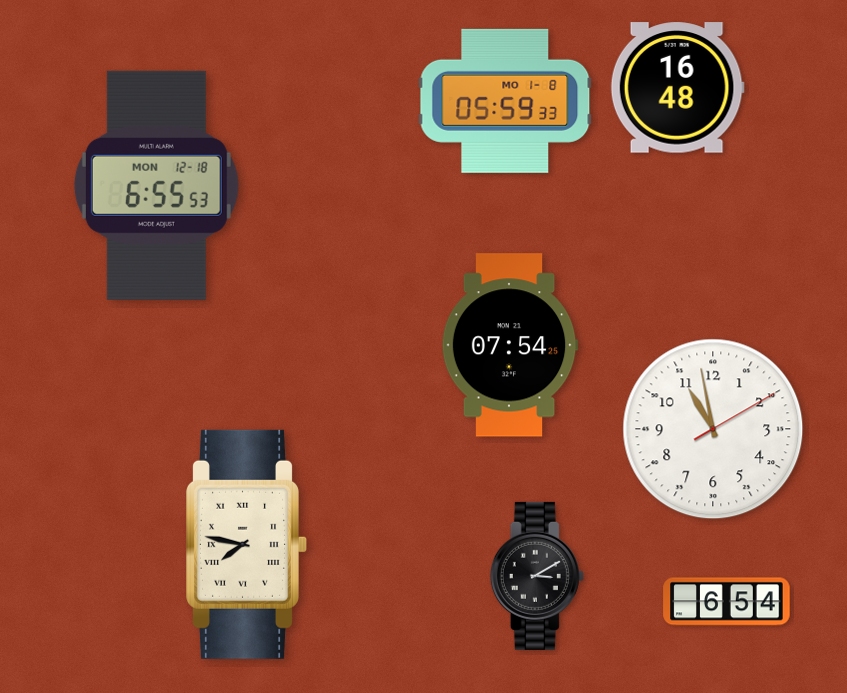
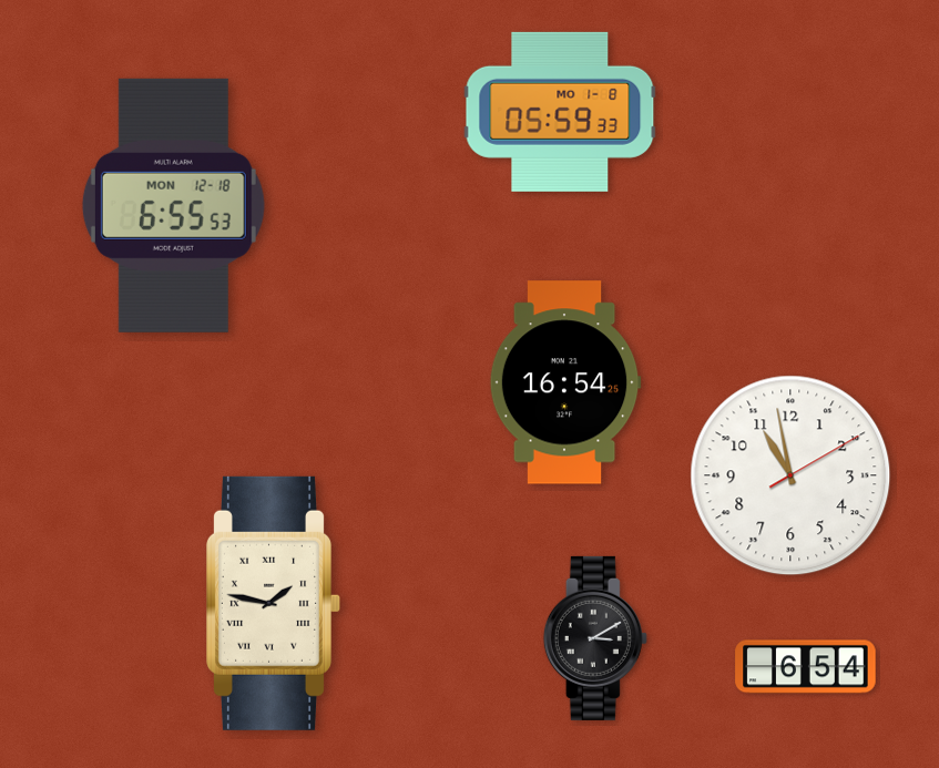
clock at (677, 88): 16:48 -> none
clock at (510, 345): 07:54 -> 16:54
clock at (247, 544): 7:47 -> 1:47
